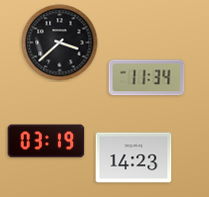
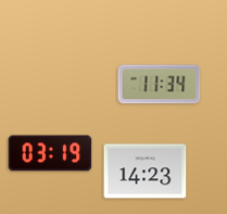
clock at (60, 43): 3:38 -> none
